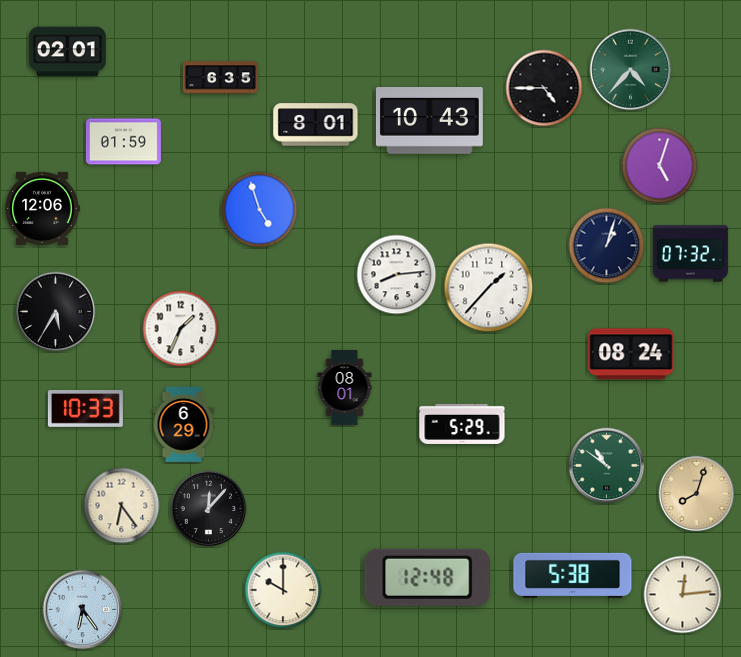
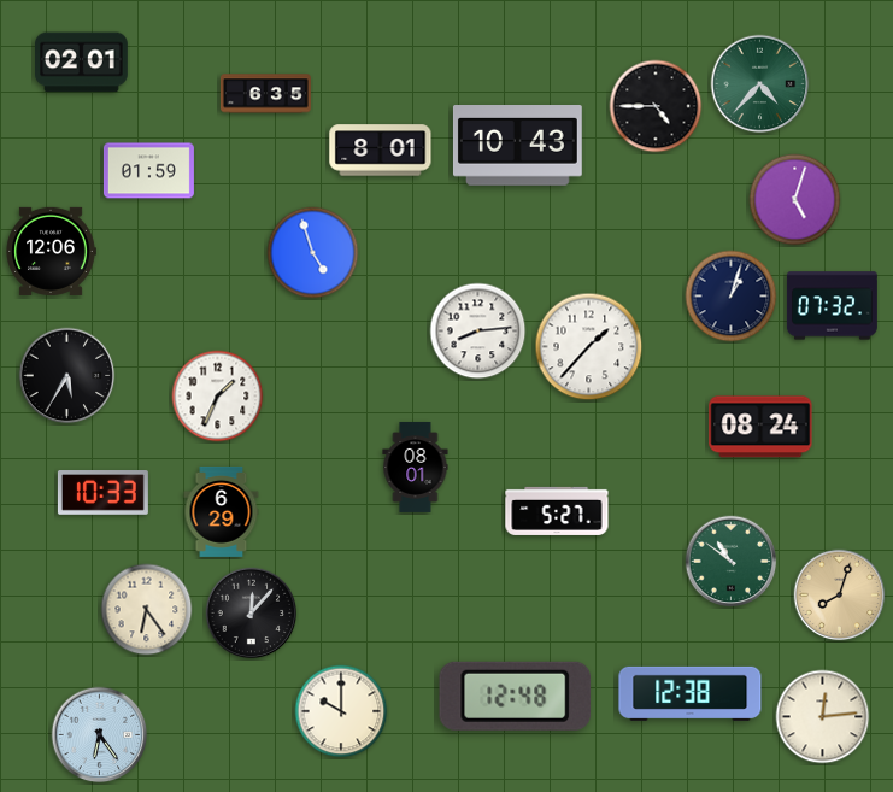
clock at (462, 424): 5:29 -> 5:27
clock at (573, 575): 5:38 -> 12:38
